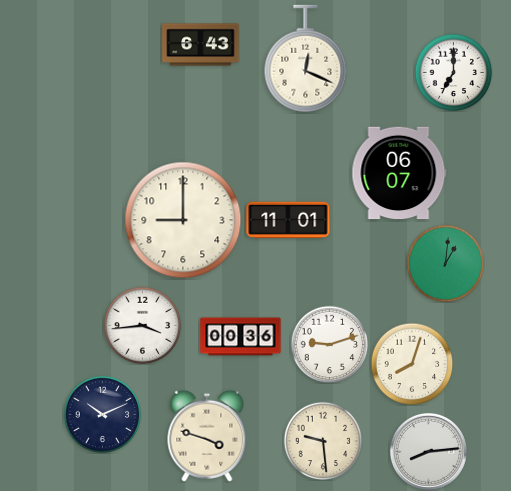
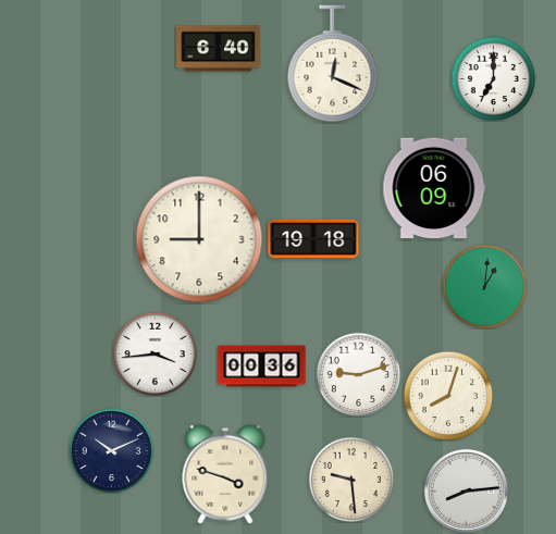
clock at (201, 45): 6:43 -> 6:40
clock at (399, 173): 06:07 -> 06:09
clock at (288, 219): 11:01 -> 19:18
